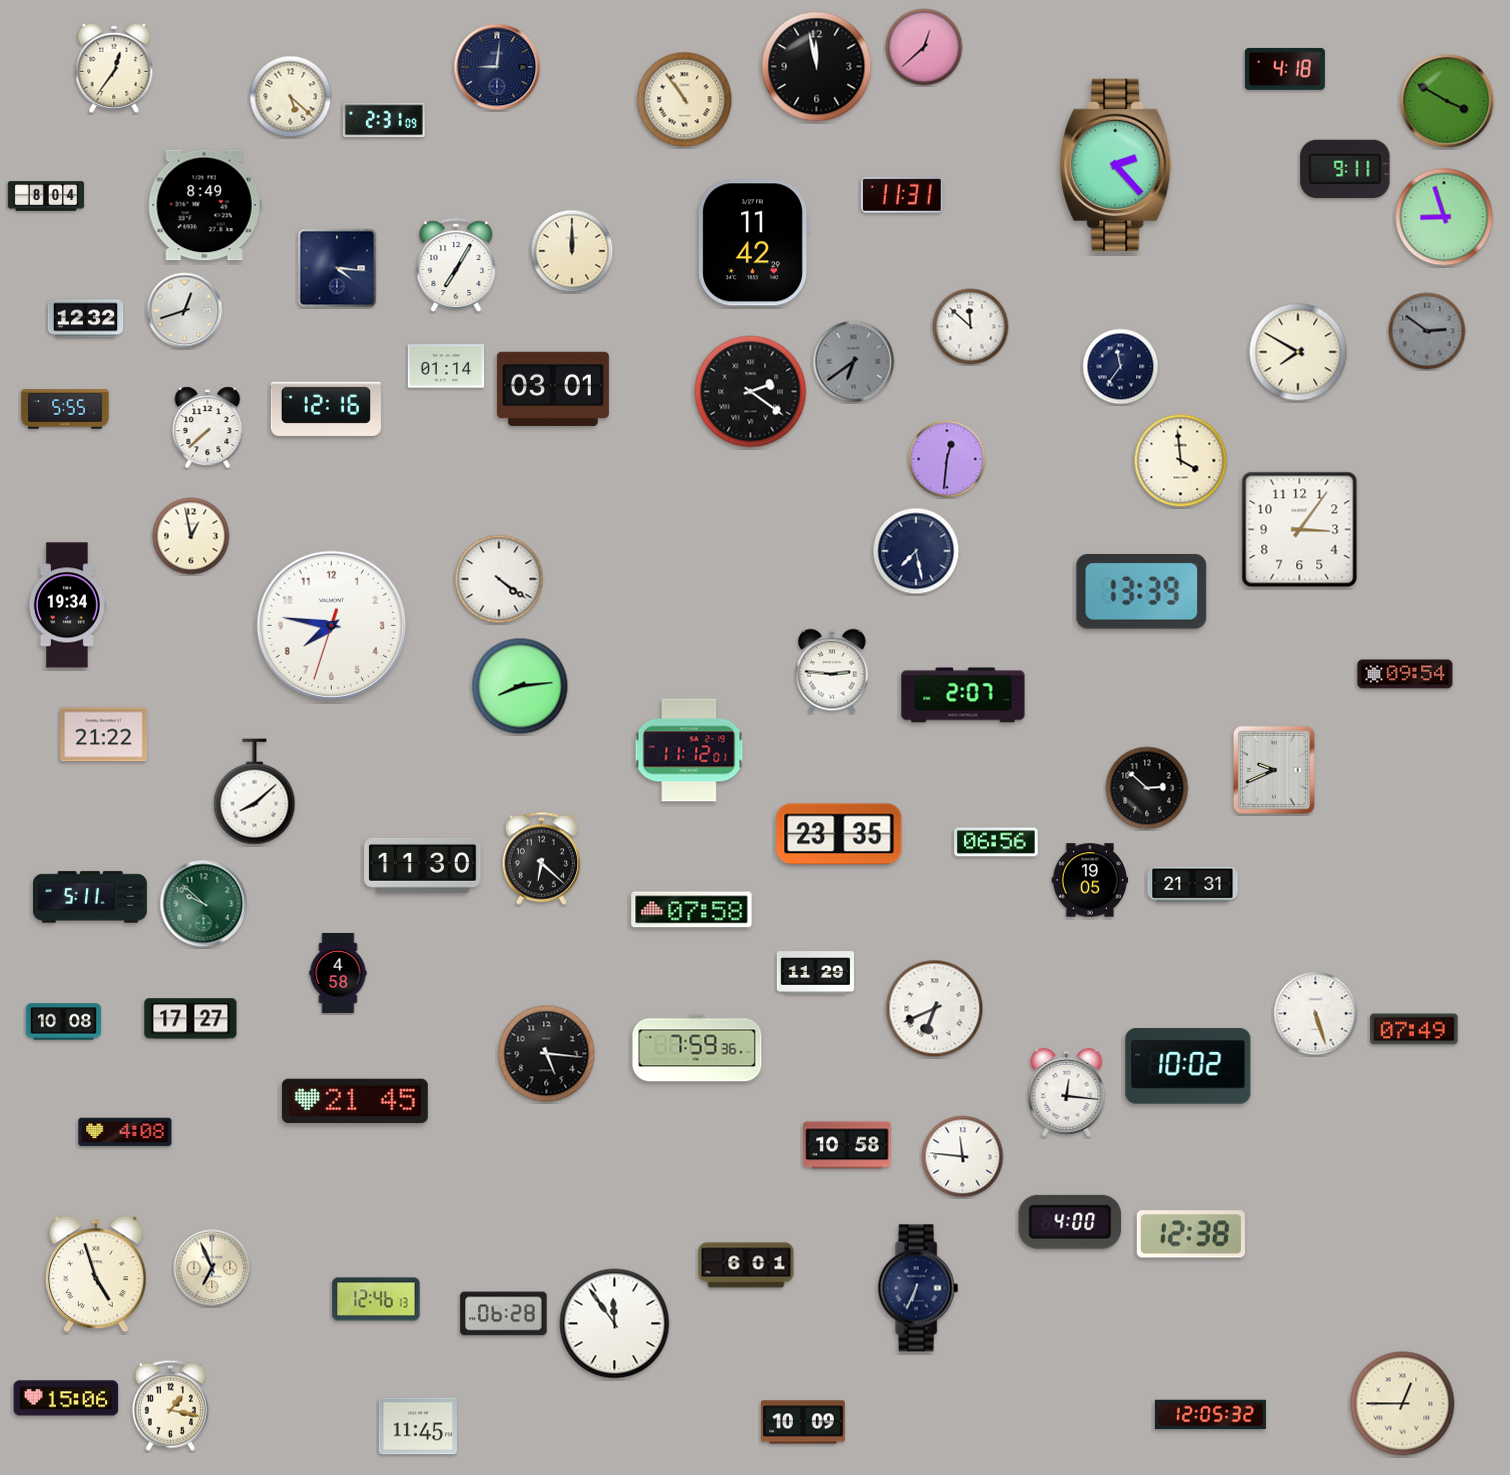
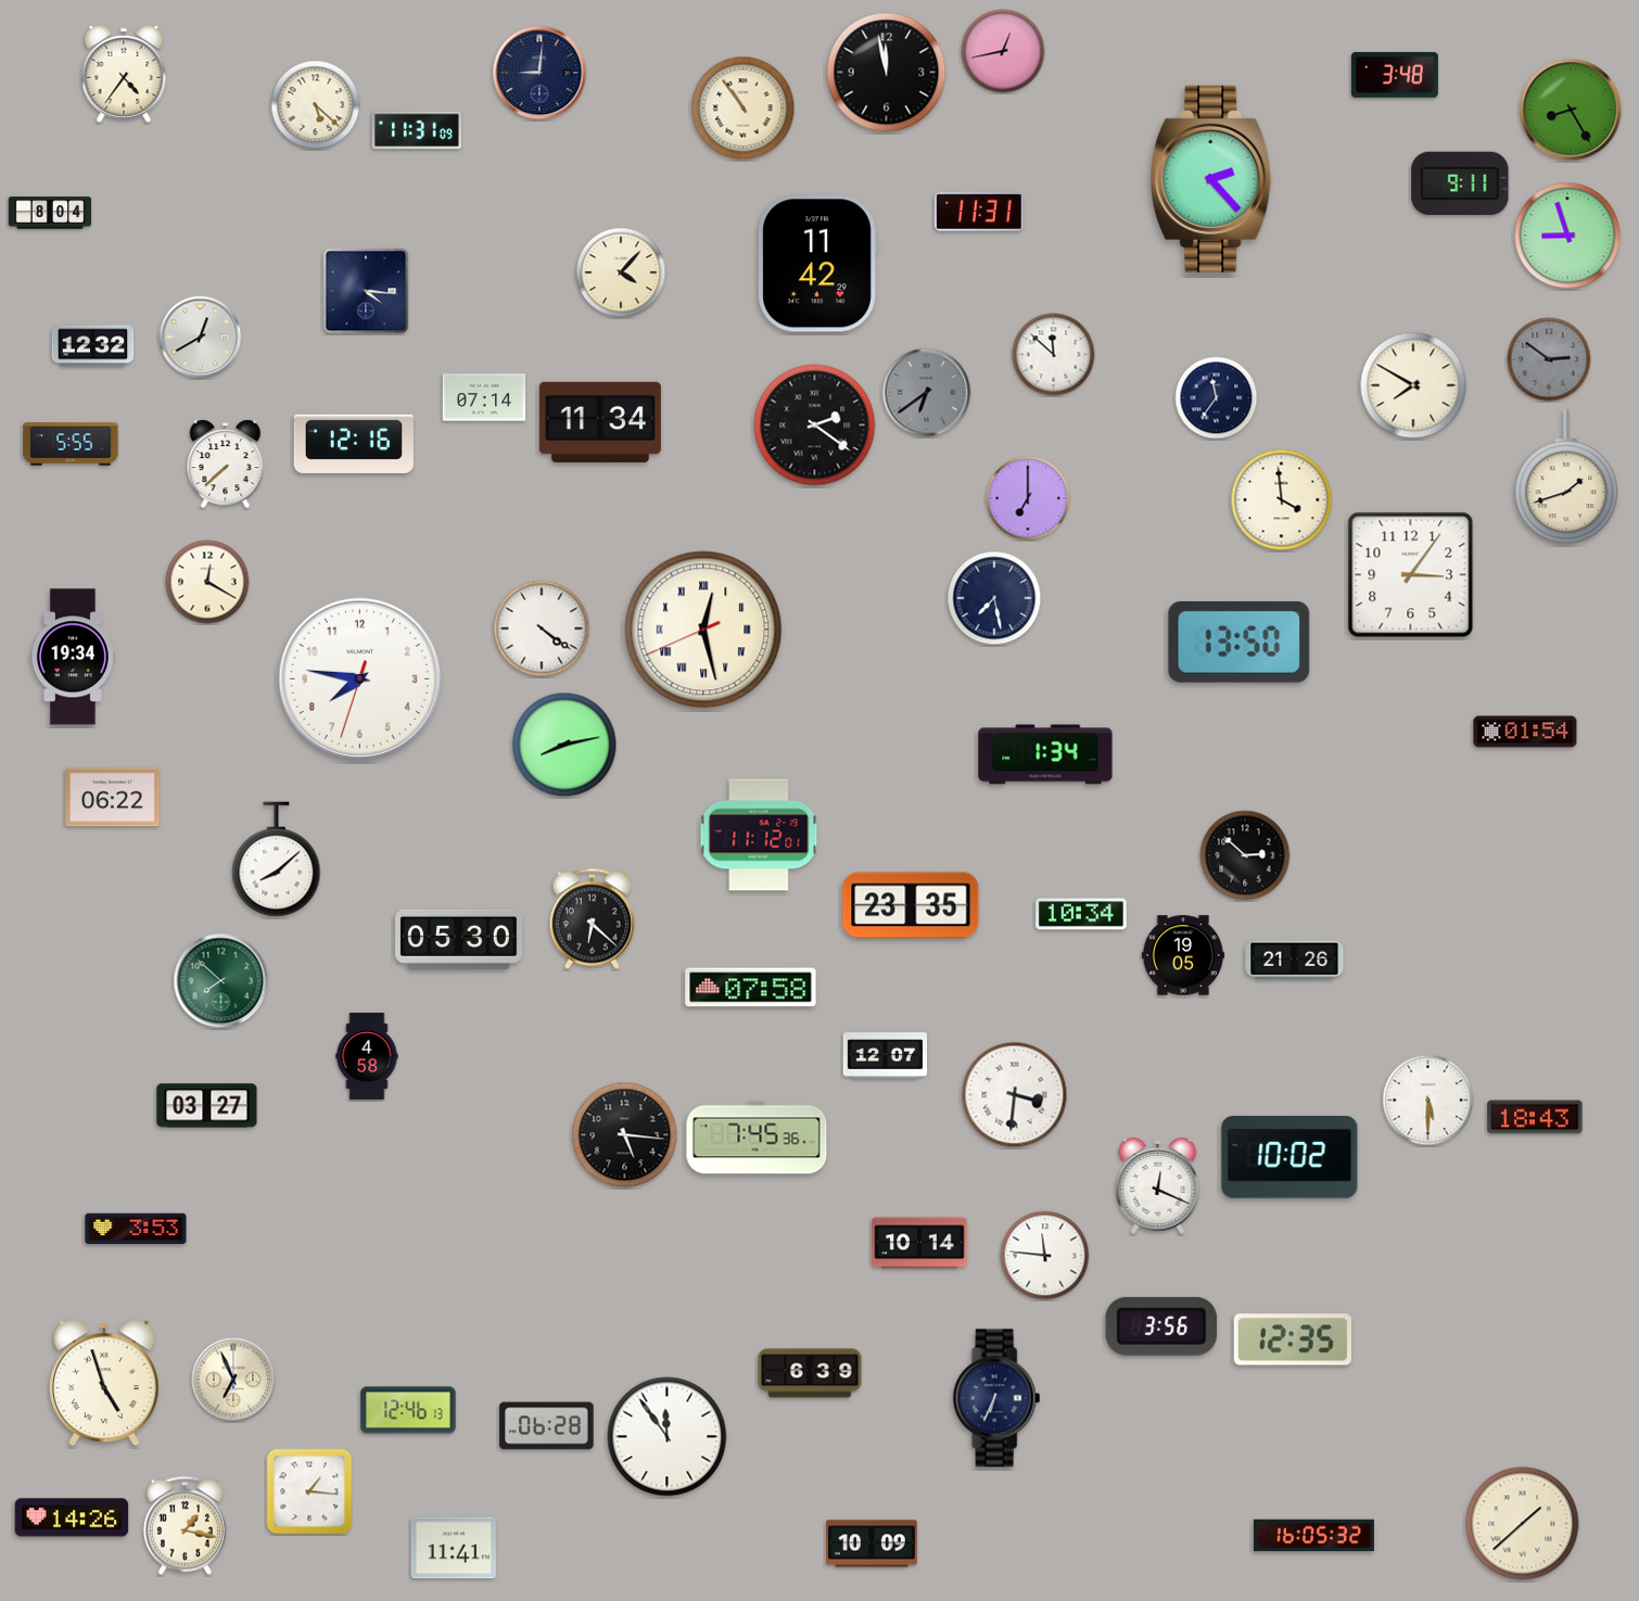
clock at (924, 47): 12:38 -> 12:43
clock at (114, 68): 12:36 -> 4:36
clock at (1285, 69): 4:18 -> 3:48
clock at (1447, 101): 3:50 -> 8:25
clock at (384, 120): 2:31 -> 11:31
clock at (205, 205): 8:49 -> none
clock at (572, 251): 12:00 -> 4:07
clock at (456, 265): 7:05 -> none
clock at (185, 311): 12:42 -> 12:40
clock at (1298, 352) position: (1298, 352) -> (1413, 385)
clock at (446, 366): 01:14 -> 07:14
clock at (553, 388): 03:01 -> 11:34
clock at (1566, 478): none -> 1:42
clock at (947, 459): 12:31 -> 7:00
clock at (191, 536): 12:58 -> 12:20
clock at (703, 630): none -> 12:27
clock at (1142, 591): 13:39 -> 13:50
clock at (833, 671): 2:46 -> none
clock at (1405, 674): 09:54 -> 01:54
clock at (520, 686): 8:14 -> 8:13
clock at (963, 695): 2:07 -> 1:34
clock at (104, 735): 21:22 -> 06:22
clock at (689, 750) position: (689, 750) -> (759, 835)
clock at (1274, 770): 9:41 -> none
clock at (996, 842): 06:56 -> 10:34
clock at (542, 858) position: (542, 858) -> (593, 918)
clock at (423, 865): 11:30 -> 05:30
clock at (1193, 885): 21:31 -> 21:26
clock at (91, 897): 5:11 -> none
clock at (204, 904): 9:52 -> 7:52
clock at (815, 973): 11:29 -> 12:07
clock at (935, 1009): 6:41 -> 3:31
clock at (1316, 1014): 5:27 -> 5:30
clock at (191, 1019): 17:27 -> 03:27
clock at (64, 1022): 10:08 -> none
clock at (1414, 1029): 07:49 -> 18:43
clock at (697, 1048): 7:59 -> 7:45
clock at (547, 1054) position: (547, 1054) -> (625, 1135)
clock at (1067, 1092): 12:16 -> 12:19
clock at (355, 1100): 21:45 -> none
clock at (125, 1132): 4:08 -> 3:53
clock at (847, 1145): 10:58 -> 10:14
clock at (1070, 1222): 4:00 -> 3:56
clock at (1191, 1234): 12:38 -> 12:35
clock at (746, 1265): 6:01 -> 6:39
clock at (212, 1268) position: (212, 1268) -> (233, 1380)
clock at (309, 1491): none -> 1:16
clock at (66, 1398): 15:06 -> 14:26
clock at (1403, 1404): 12:45 -> 1:38
clock at (1210, 1415): 12:05 -> 16:05
clock at (418, 1426): 11:45 -> 11:41
